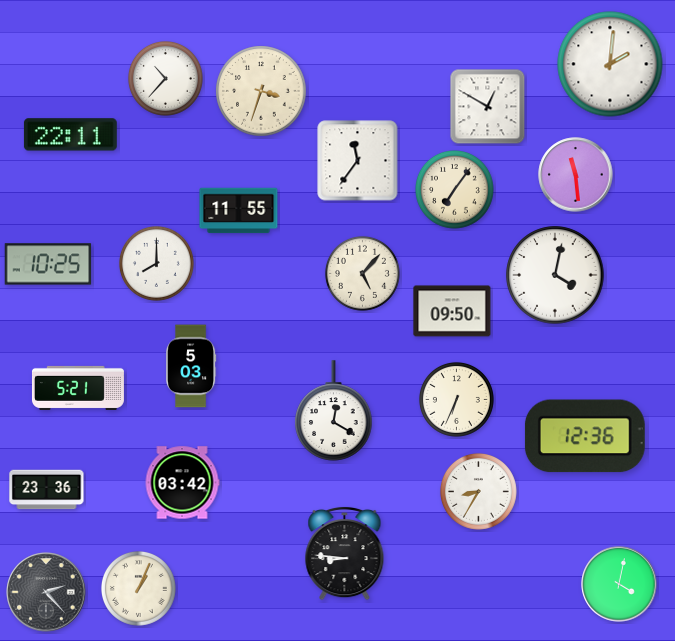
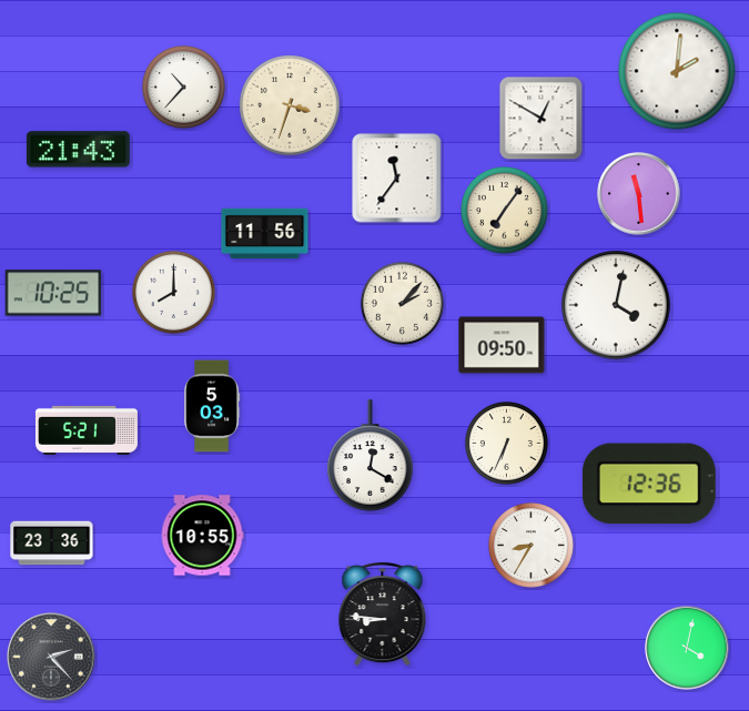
clock at (261, 91) position: (261, 91) -> (290, 105)
clock at (70, 135): 22:11 -> 21:43
clock at (239, 211): 11:55 -> 11:56
clock at (362, 273): 5:07 -> 2:07
clock at (182, 483): 03:42 -> 10:55
clock at (138, 588): 1:04 -> none
